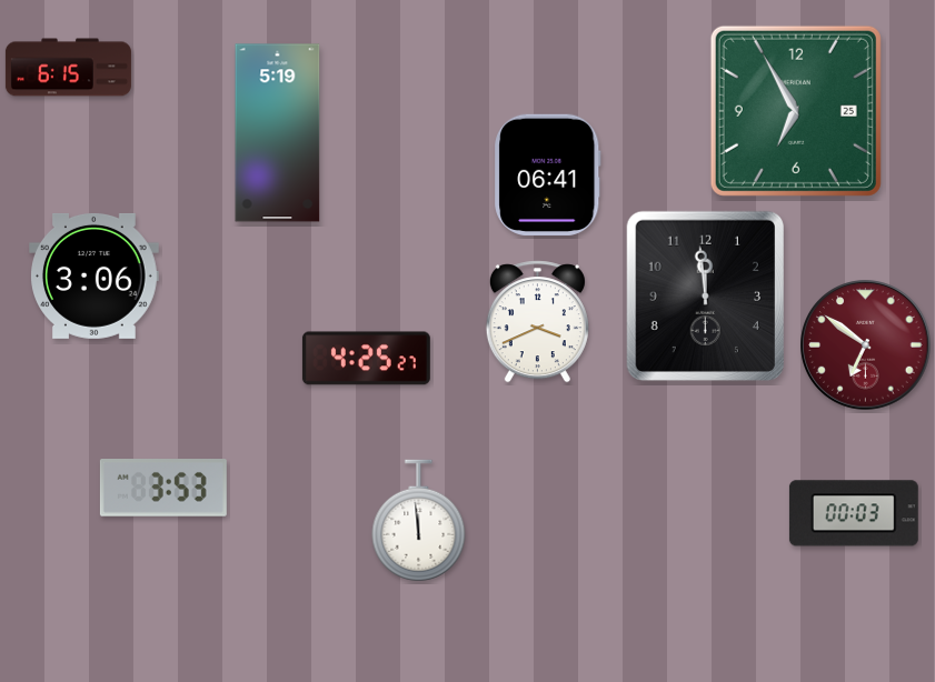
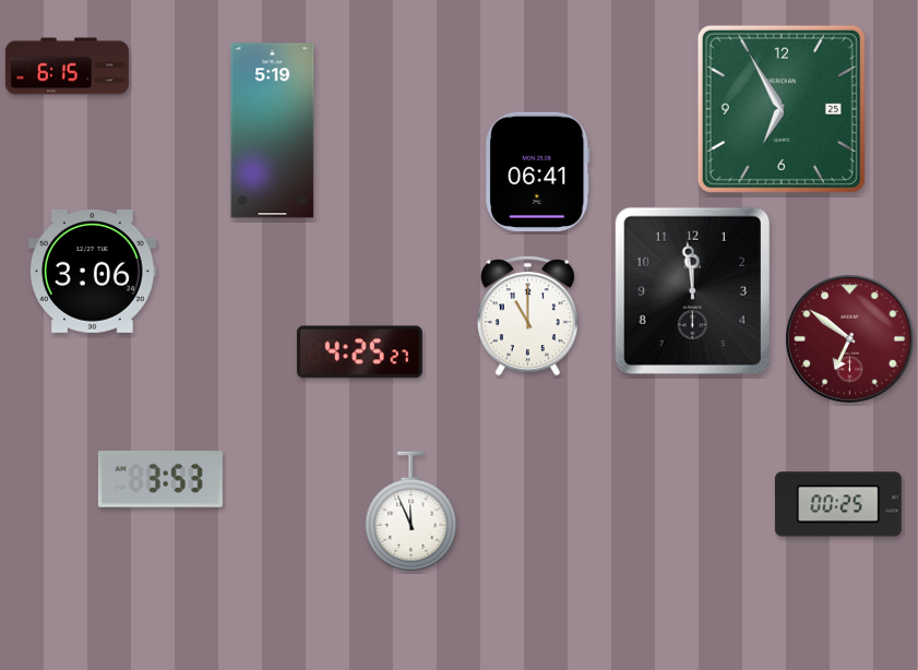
clock at (537, 322): 3:41 -> 11:00
clock at (854, 513): 00:03 -> 00:25
clock at (419, 521): 11:59 -> 11:56
